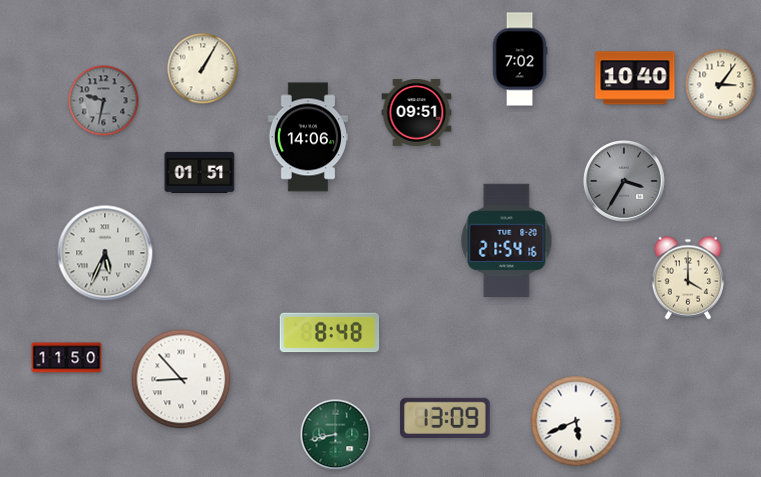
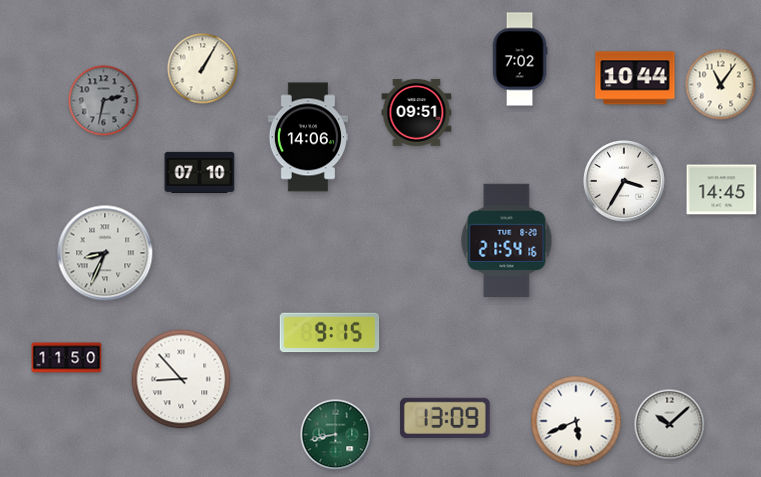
clock at (635, 78): 10:40 -> 10:44
clock at (721, 85): 3:06 -> 11:06
clock at (104, 101): 9:32 -> 2:32
clock at (200, 172): 01:51 -> 07:10
clock at (624, 181) dial: grey -> white
clock at (722, 190): none -> 14:45
clock at (105, 253): 5:34 -> 8:34
clock at (687, 278): 4:00 -> none
clock at (330, 333): 8:48 -> 9:15
clock at (670, 425): none -> 10:08
